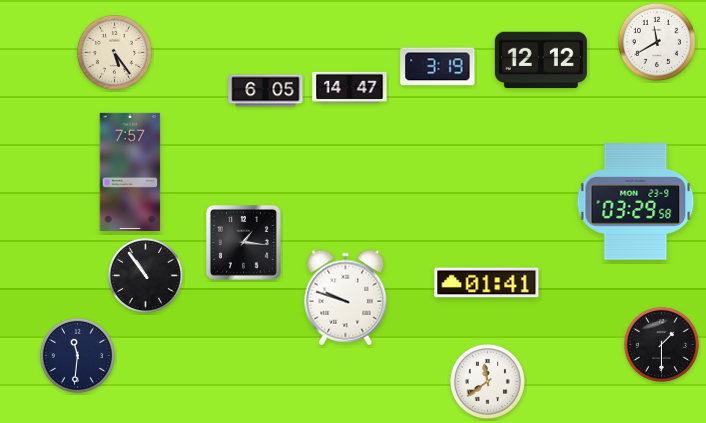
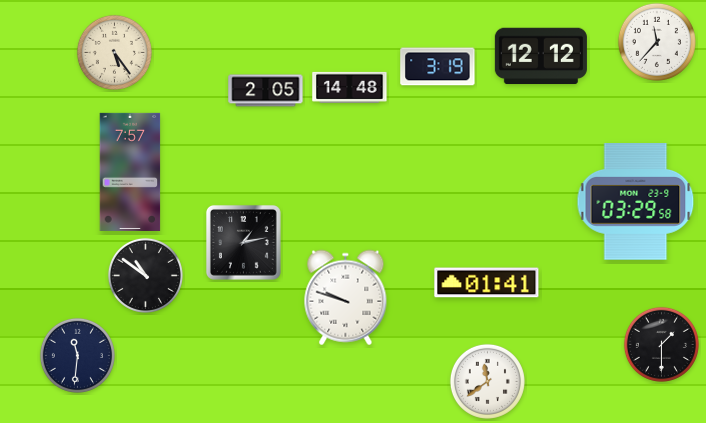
clock at (657, 42): 11:40 -> 11:37
clock at (541, 60) position: (541, 60) -> (541, 56)
clock at (350, 87): 14:47 -> 14:48
clock at (266, 91): 6:05 -> 2:05
clock at (243, 242): 1:16 -> 1:13
clock at (145, 275): 10:54 -> 10:51
